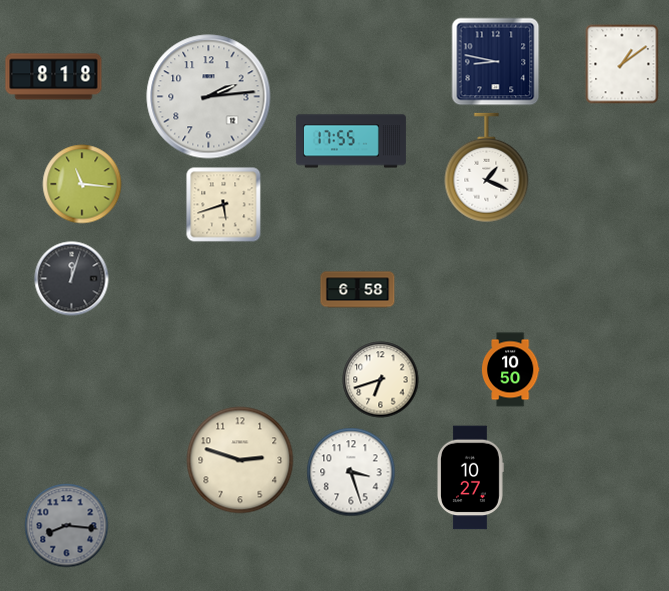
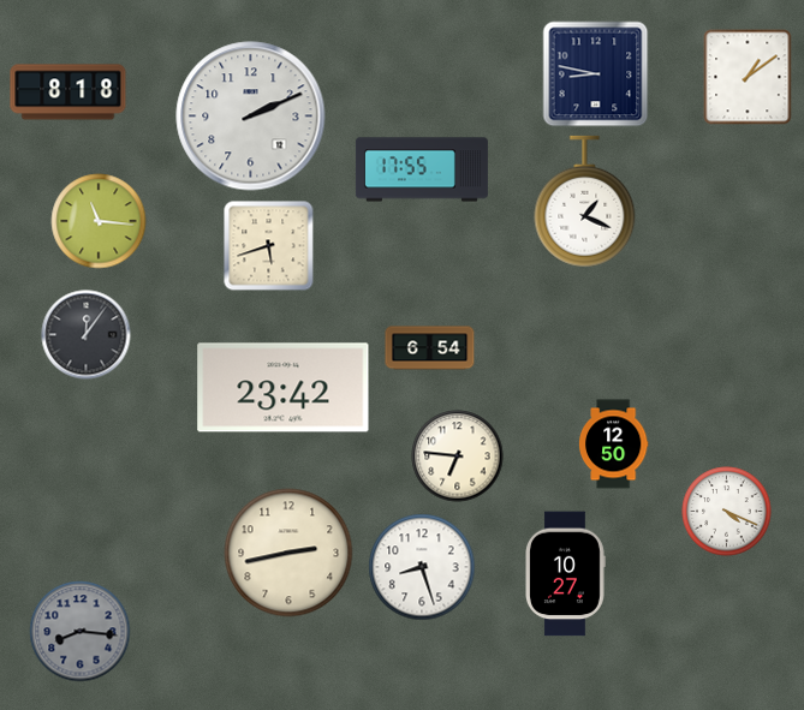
clock at (54, 77) position: (54, 77) -> (69, 93)
clock at (209, 97): 2:14 -> 2:11
clock at (72, 279): 12:03 -> 12:06
clock at (358, 290): 6:58 -> 6:54
clock at (284, 388): none -> 23:42
clock at (510, 370): 10:50 -> 12:50
clock at (381, 380): 6:42 -> 6:46
clock at (727, 512): none -> 4:19
clock at (240, 460): 2:48 -> 2:43
clock at (351, 472): 3:27 -> 8:27
